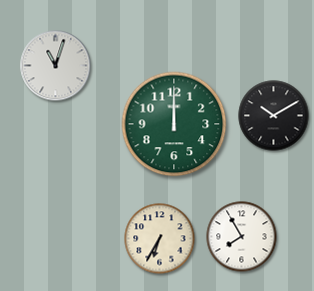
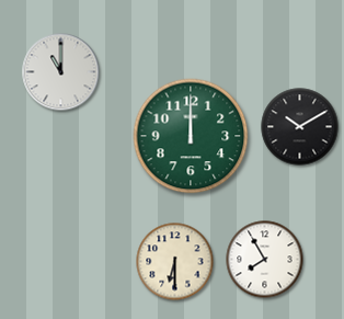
clock at (56, 66): 11:03 -> 11:00
clock at (160, 239): 6:35 -> 6:30
